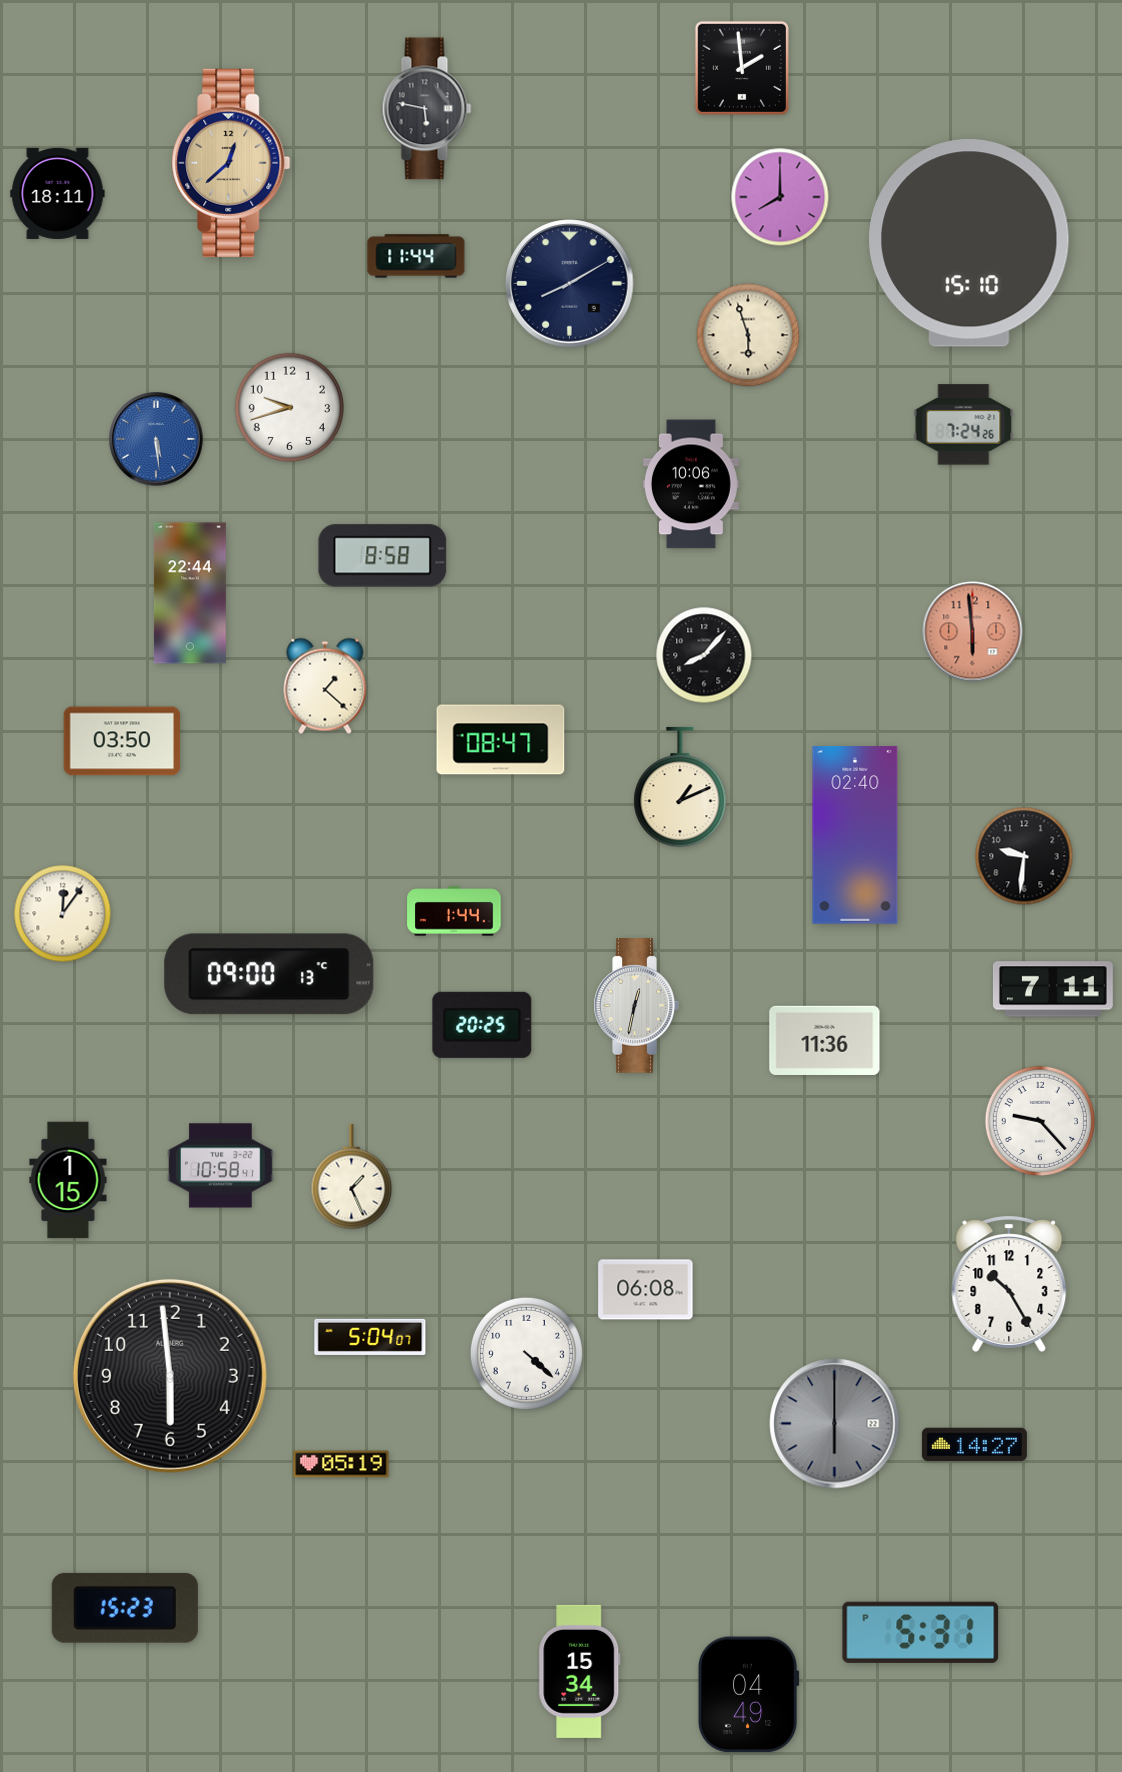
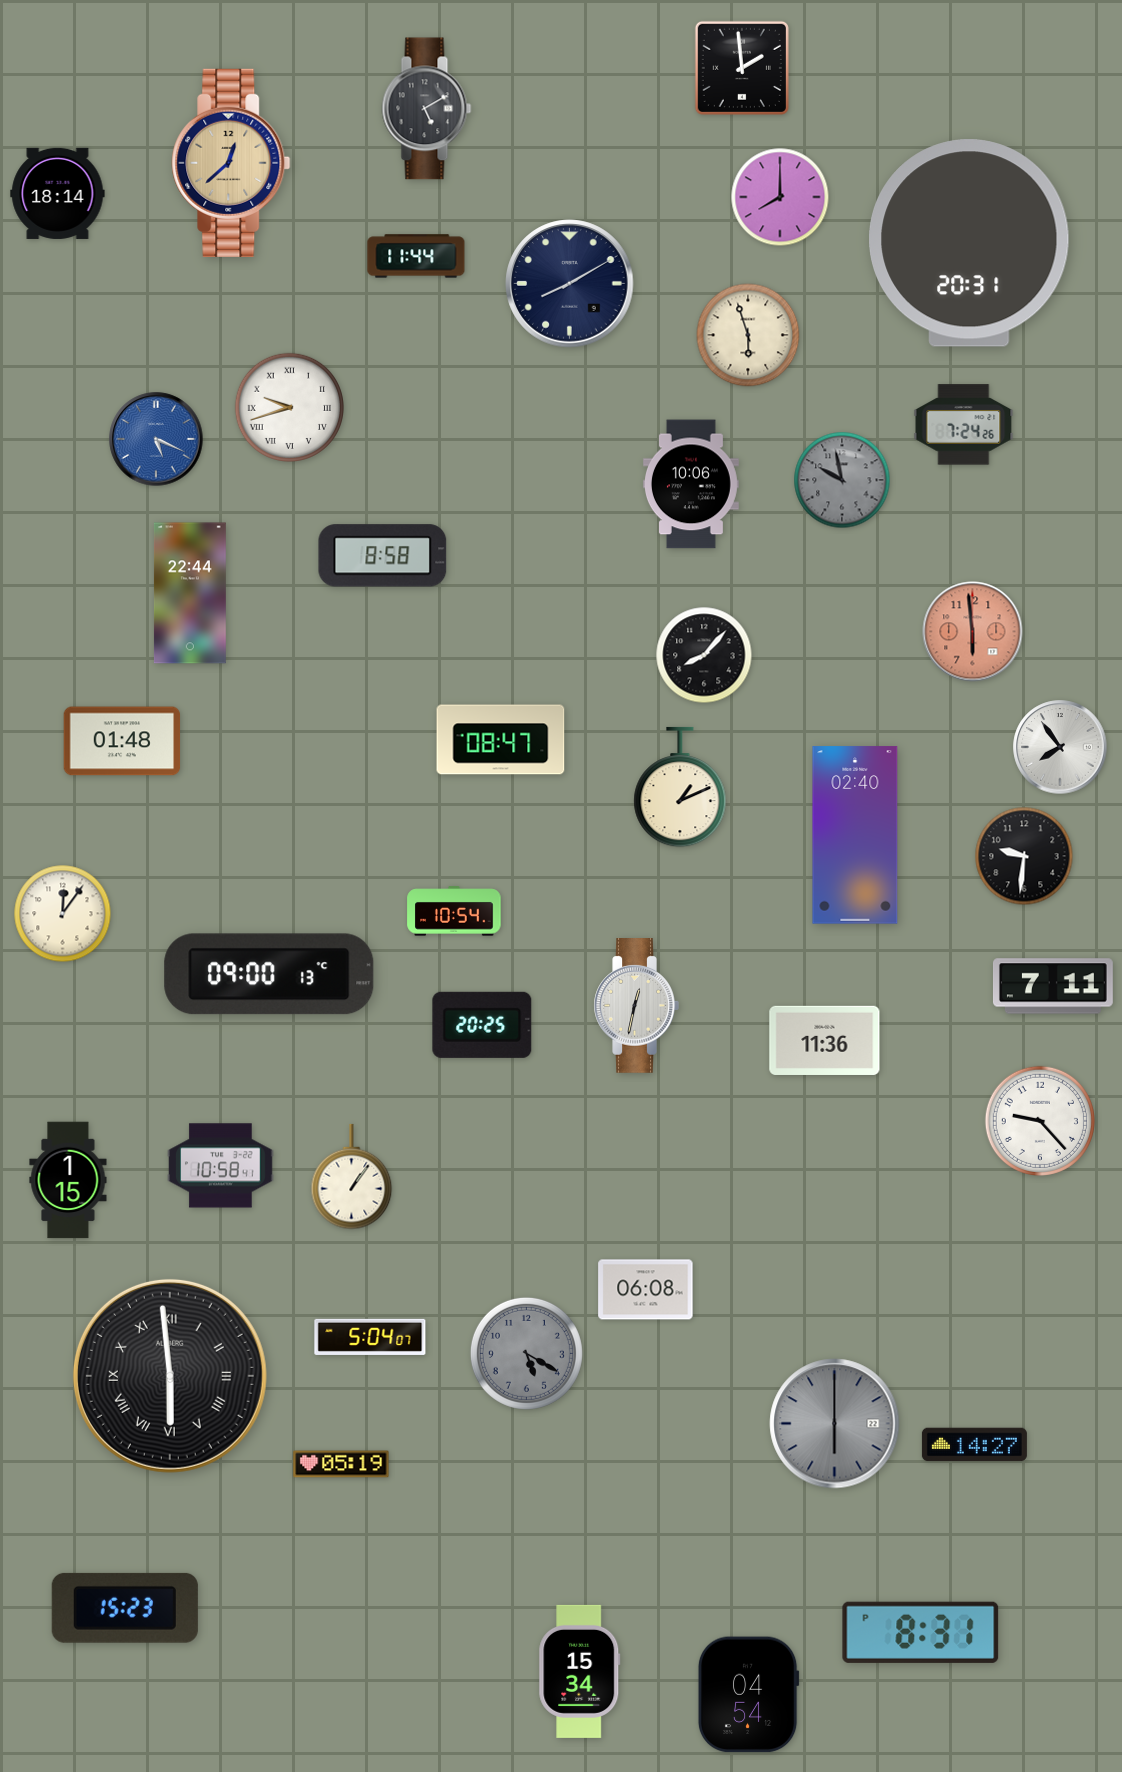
clock at (427, 109): 5:47 -> 5:10
clock at (58, 193): 18:11 -> 18:14
clock at (969, 243): 15:10 -> 20:31
clock at (289, 407) numerals: Arabic -> Roman
clock at (156, 439): 5:29 -> 5:19
clock at (842, 480): none -> 9:58
clock at (325, 686): 1:22 -> none
clock at (122, 741): 03:50 -> 01:48
clock at (1060, 747): none -> 7:54
clock at (454, 911): 1:44 -> 10:54
clock at (1053, 989) position: (1053, 989) -> (1053, 986)
clock at (352, 1177): 1:26 -> 1:06
clock at (1009, 1284): 10:25 -> none
clock at (526, 1353): 4:22 -> 5:20
clock at (526, 1353) dial: white -> grey
clock at (170, 1376) numerals: Arabic -> Roman
clock at (921, 1632): 5:31 -> 8:31
clock at (748, 1695): 04:49 -> 04:54
